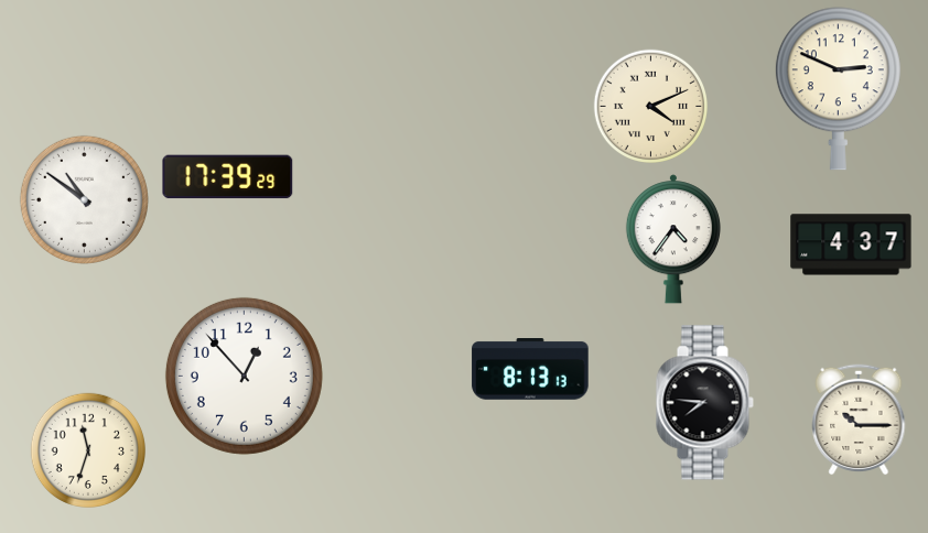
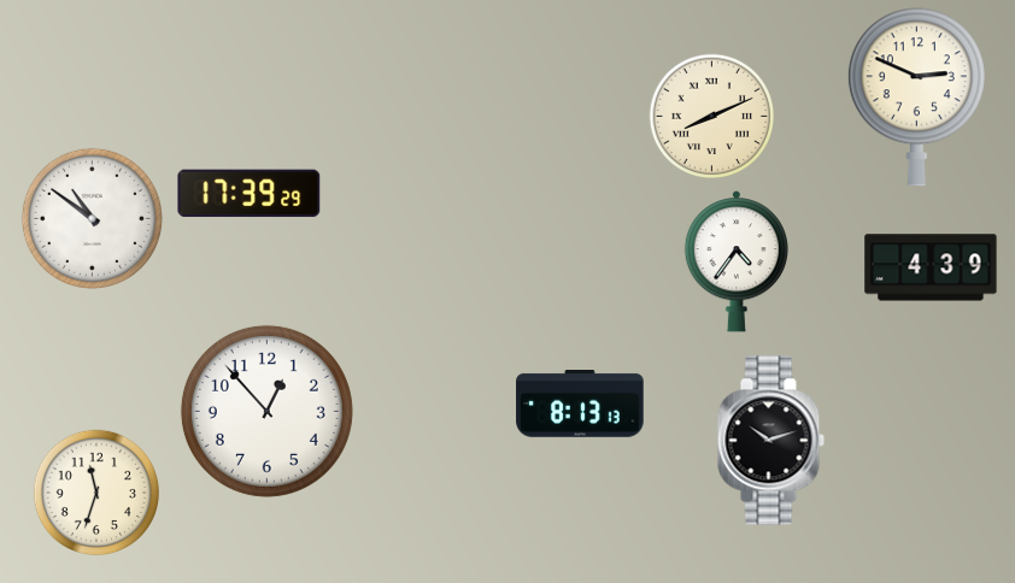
clock at (650, 106): 4:11 -> 8:11
clock at (851, 244): 4:37 -> 4:39
clock at (704, 403): 7:46 -> 10:12
clock at (859, 420): 10:15 -> none
